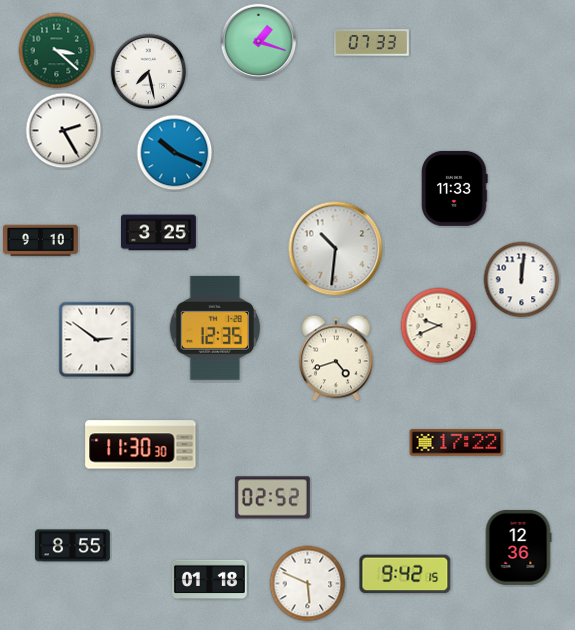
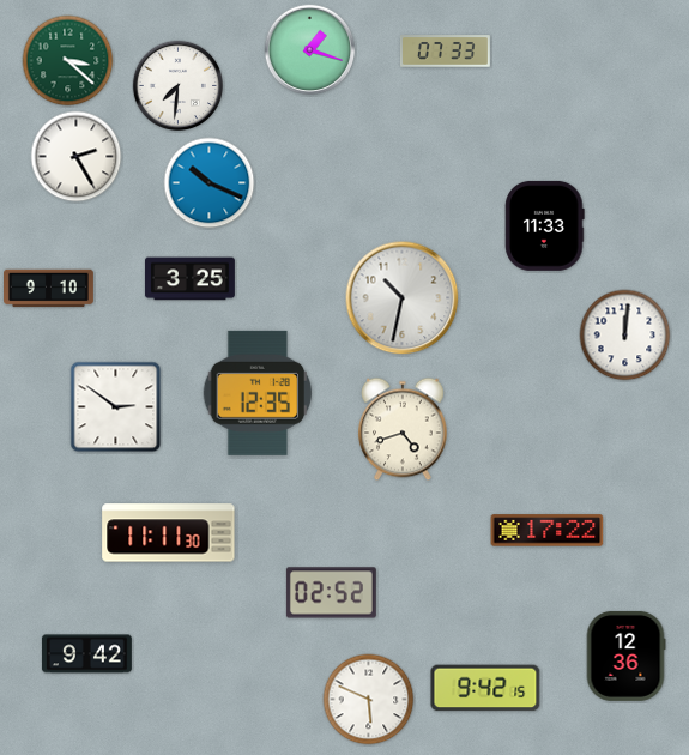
clock at (149, 72): 7:28 -> 7:31
clock at (336, 249): 10:31 -> 10:32
clock at (439, 326): 9:41 -> none
clock at (141, 445): 11:30 -> 11:11
clock at (272, 498) position: (272, 498) -> (331, 593)
clock at (72, 546): 8:55 -> 9:42
clock at (518, 547) position: (518, 547) -> (625, 656)
clock at (209, 580): 01:18 -> none
